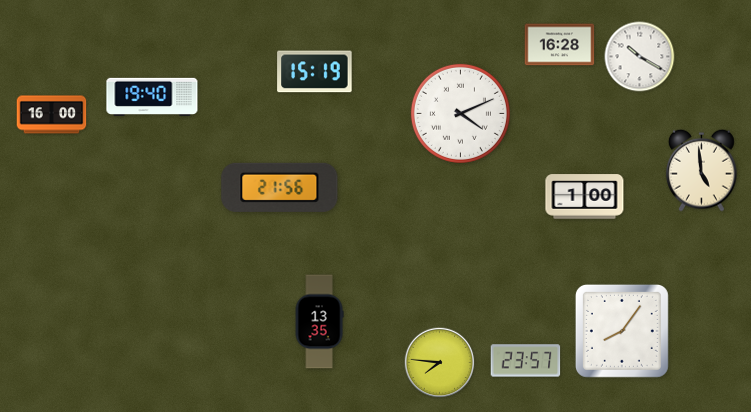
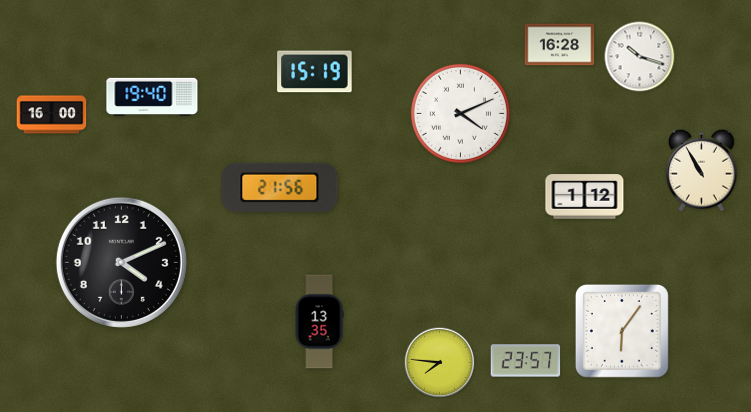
clock at (640, 57): 10:20 -> 10:18
clock at (701, 170): 4:59 -> 10:55
clock at (585, 197): 1:00 -> 1:12
clock at (121, 262): none -> 4:11
clock at (622, 331): 8:06 -> 6:06
